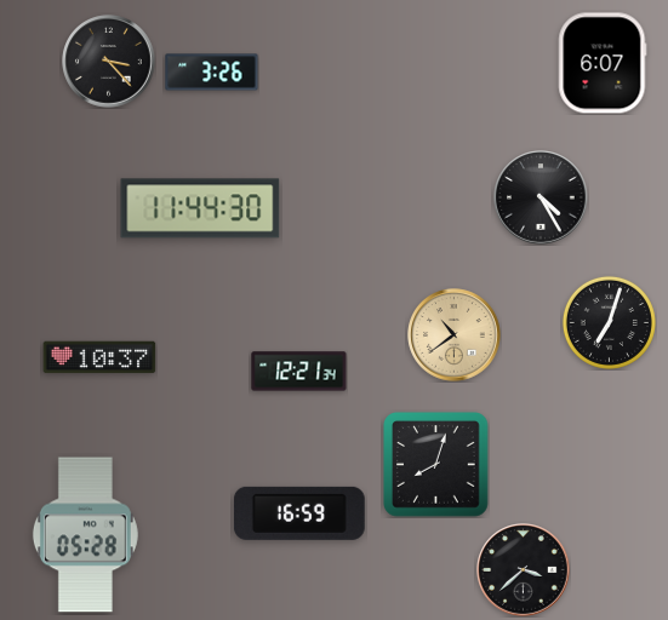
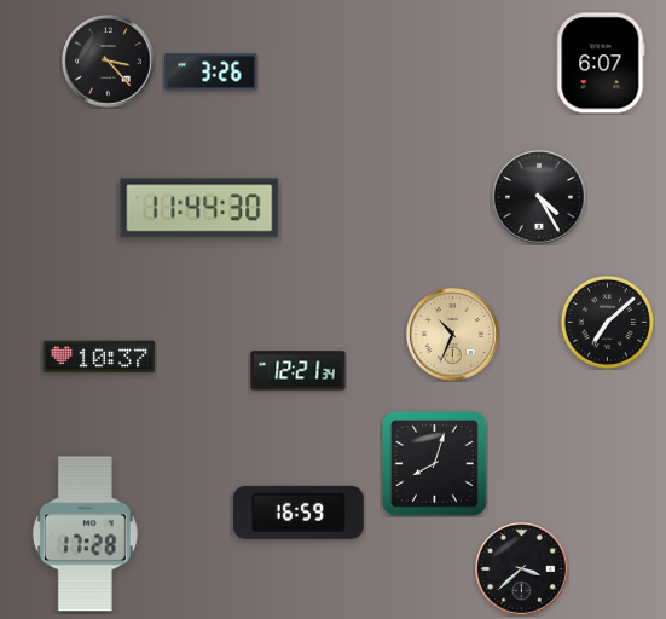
clock at (609, 322): 7:03 -> 7:08
clock at (455, 335): 10:39 -> 10:34
clock at (85, 535): 05:28 -> 17:28
